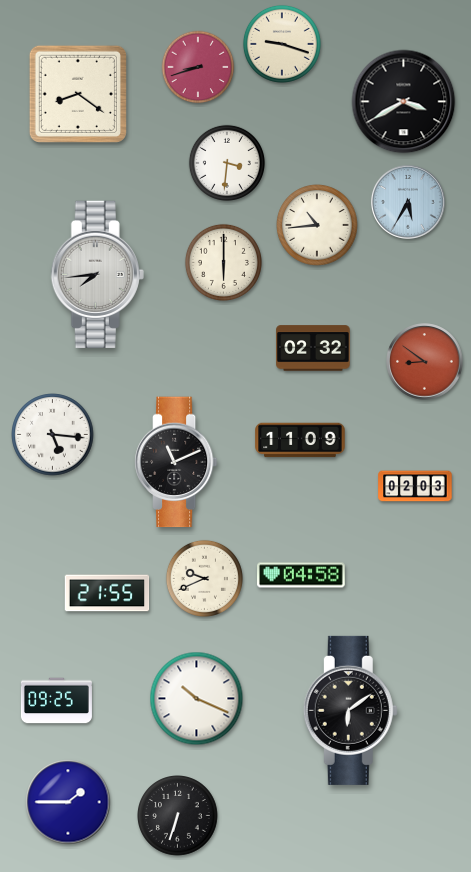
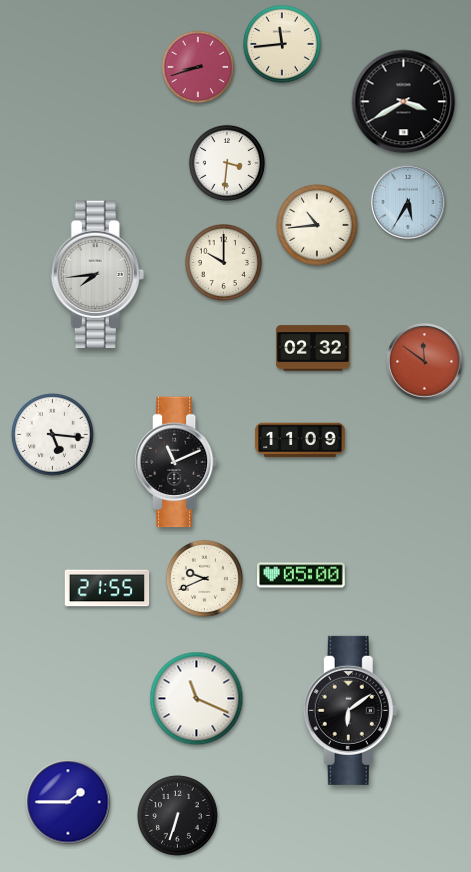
clock at (282, 44): 9:18 -> 11:44
clock at (78, 94): 8:21 -> none
clock at (223, 262): 6:00 -> 10:00
clock at (425, 362): 8:51 -> 11:51
clock at (415, 486): 02:03 -> none
clock at (302, 575): 04:58 -> 05:00
clock at (107, 593) position: (107, 593) -> (107, 588)
clock at (197, 699): 10:19 -> 11:19
clock at (56, 701): 09:25 -> none
